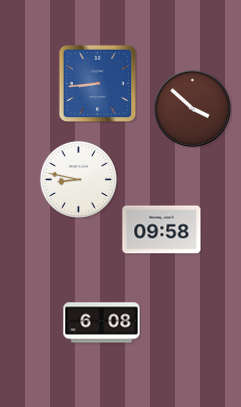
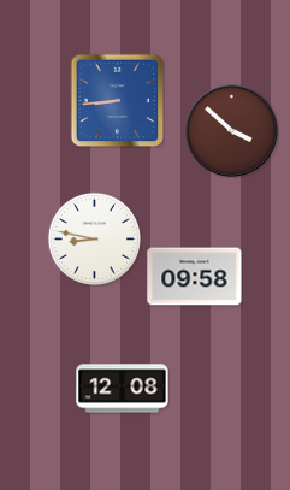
clock at (78, 179) position: (78, 179) -> (94, 238)
clock at (102, 323): 6:08 -> 12:08
